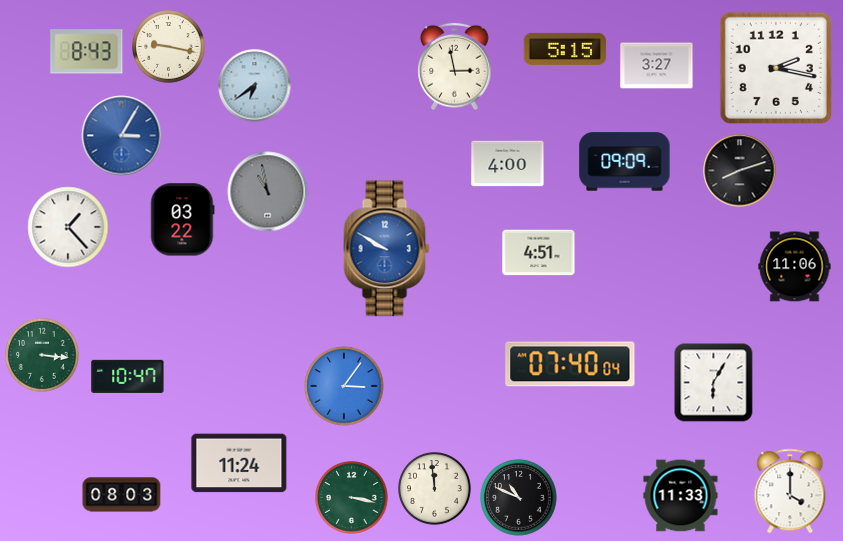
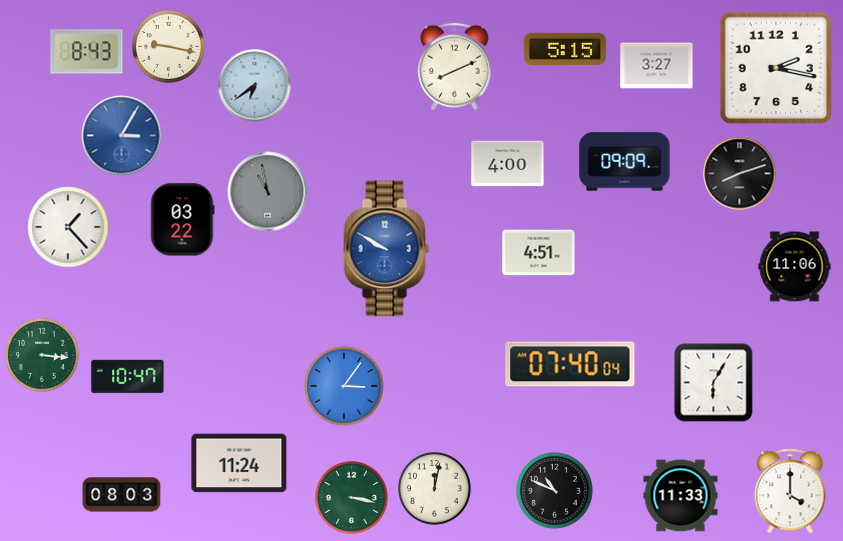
clock at (455, 67): 2:58 -> 8:11
clock at (740, 171) position: (740, 171) -> (740, 174)
clock at (435, 489): 11:59 -> 12:02
clock at (519, 498) position: (519, 498) -> (555, 491)
